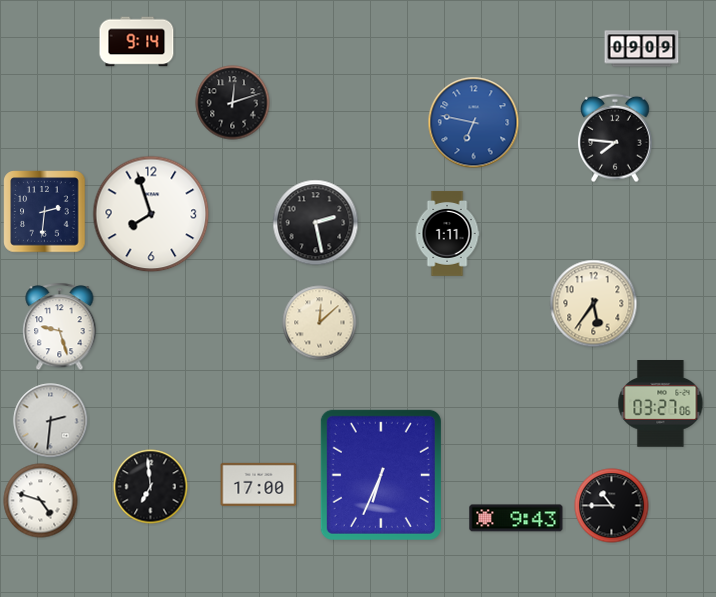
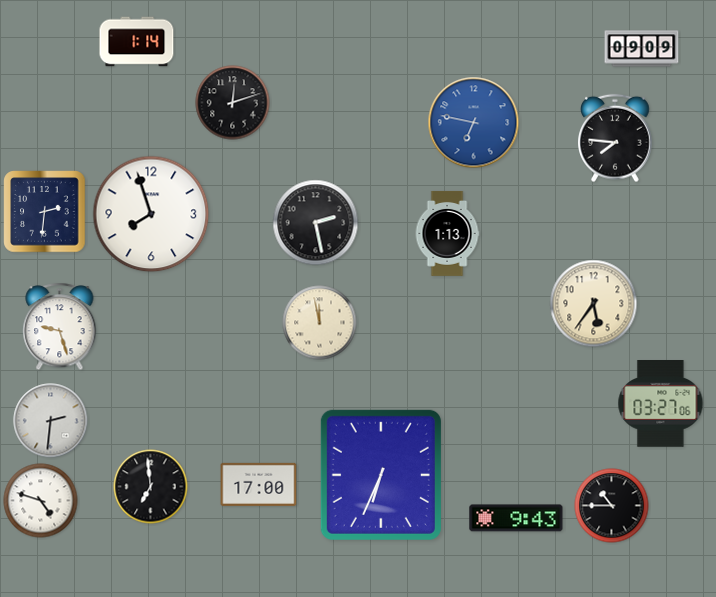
clock at (137, 42): 9:14 -> 1:14
clock at (447, 233): 1:11 -> 1:13
clock at (320, 323): 12:08 -> 11:58
